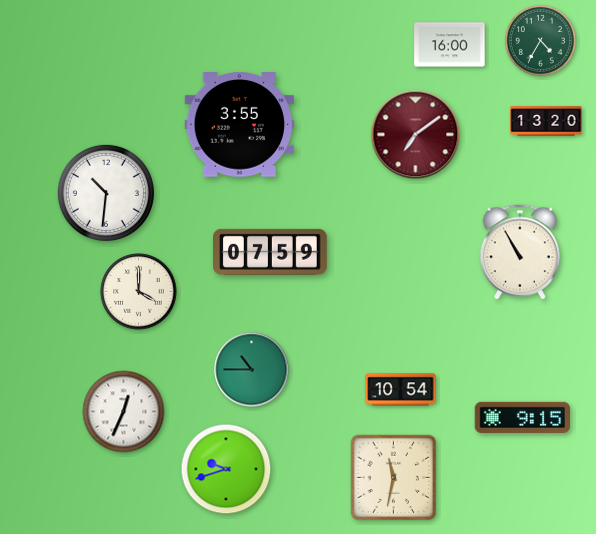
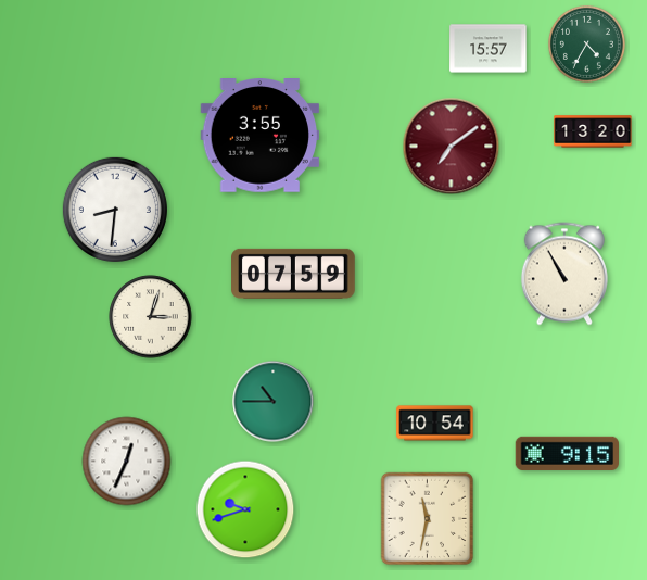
clock at (450, 45): 16:00 -> 15:57
clock at (106, 193): 10:31 -> 8:31
clock at (139, 292): 4:00 -> 3:03
clock at (124, 412) position: (124, 412) -> (127, 462)
